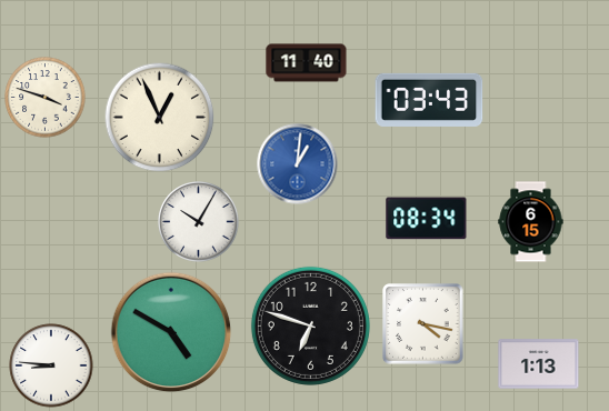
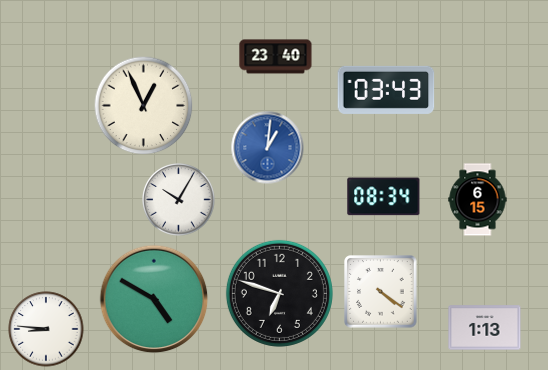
clock at (307, 63): 11:40 -> 23:40
clock at (46, 98): 3:48 -> none
clock at (423, 324): 4:17 -> 4:21
